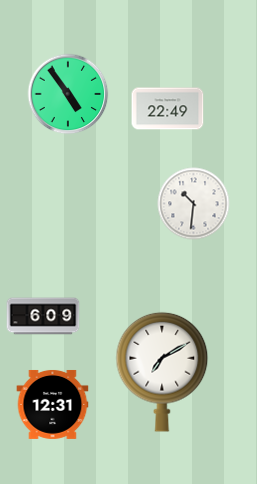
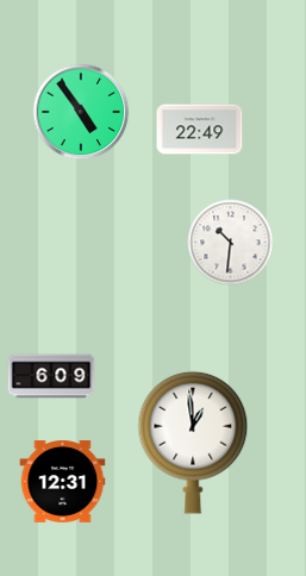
clock at (162, 372): 7:10 -> 12:59
